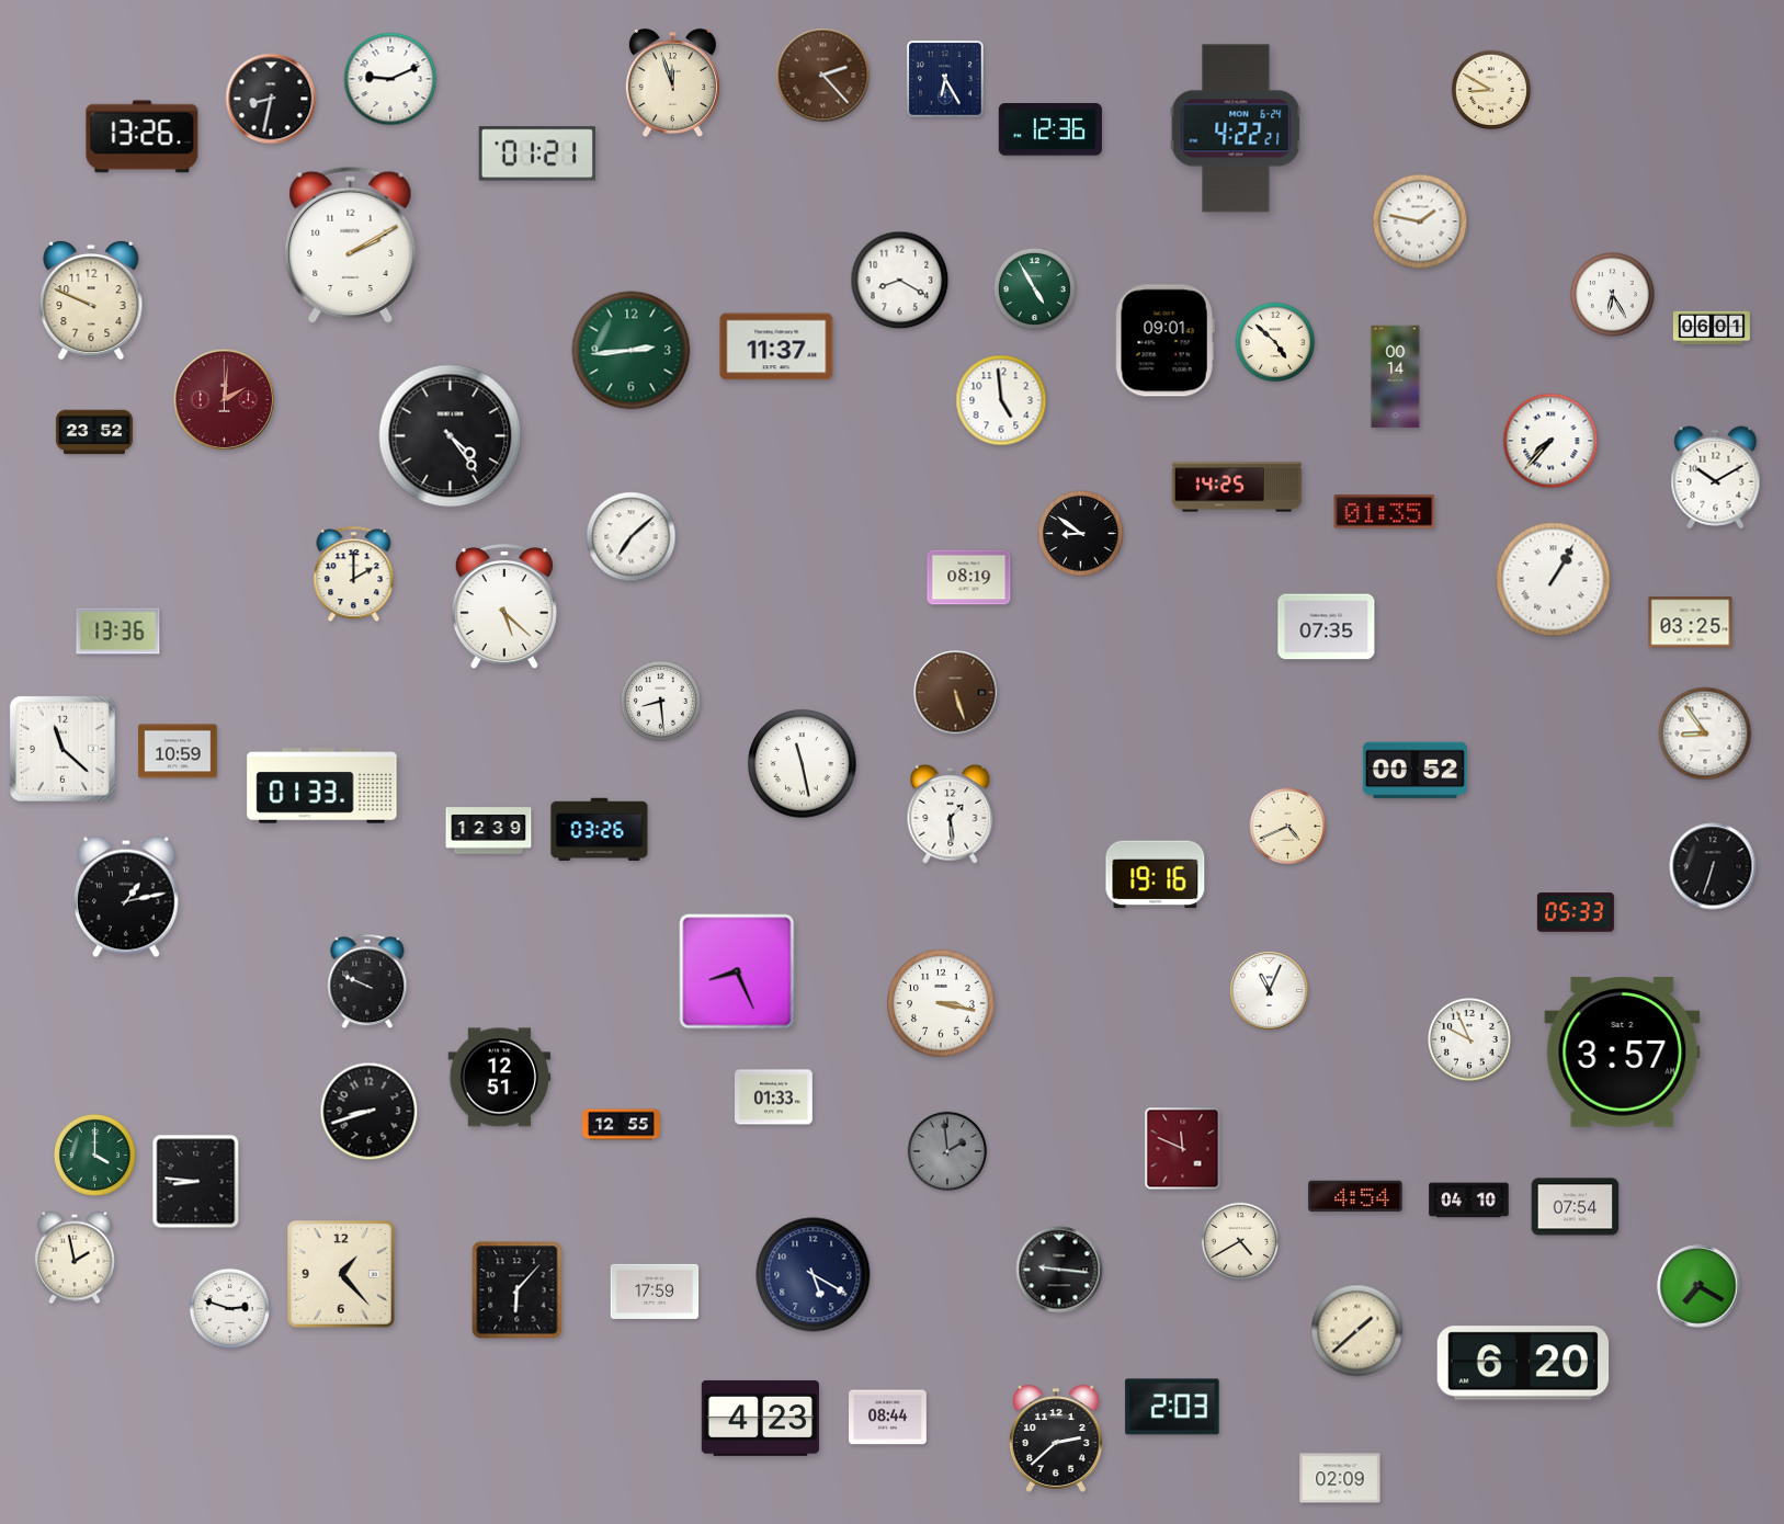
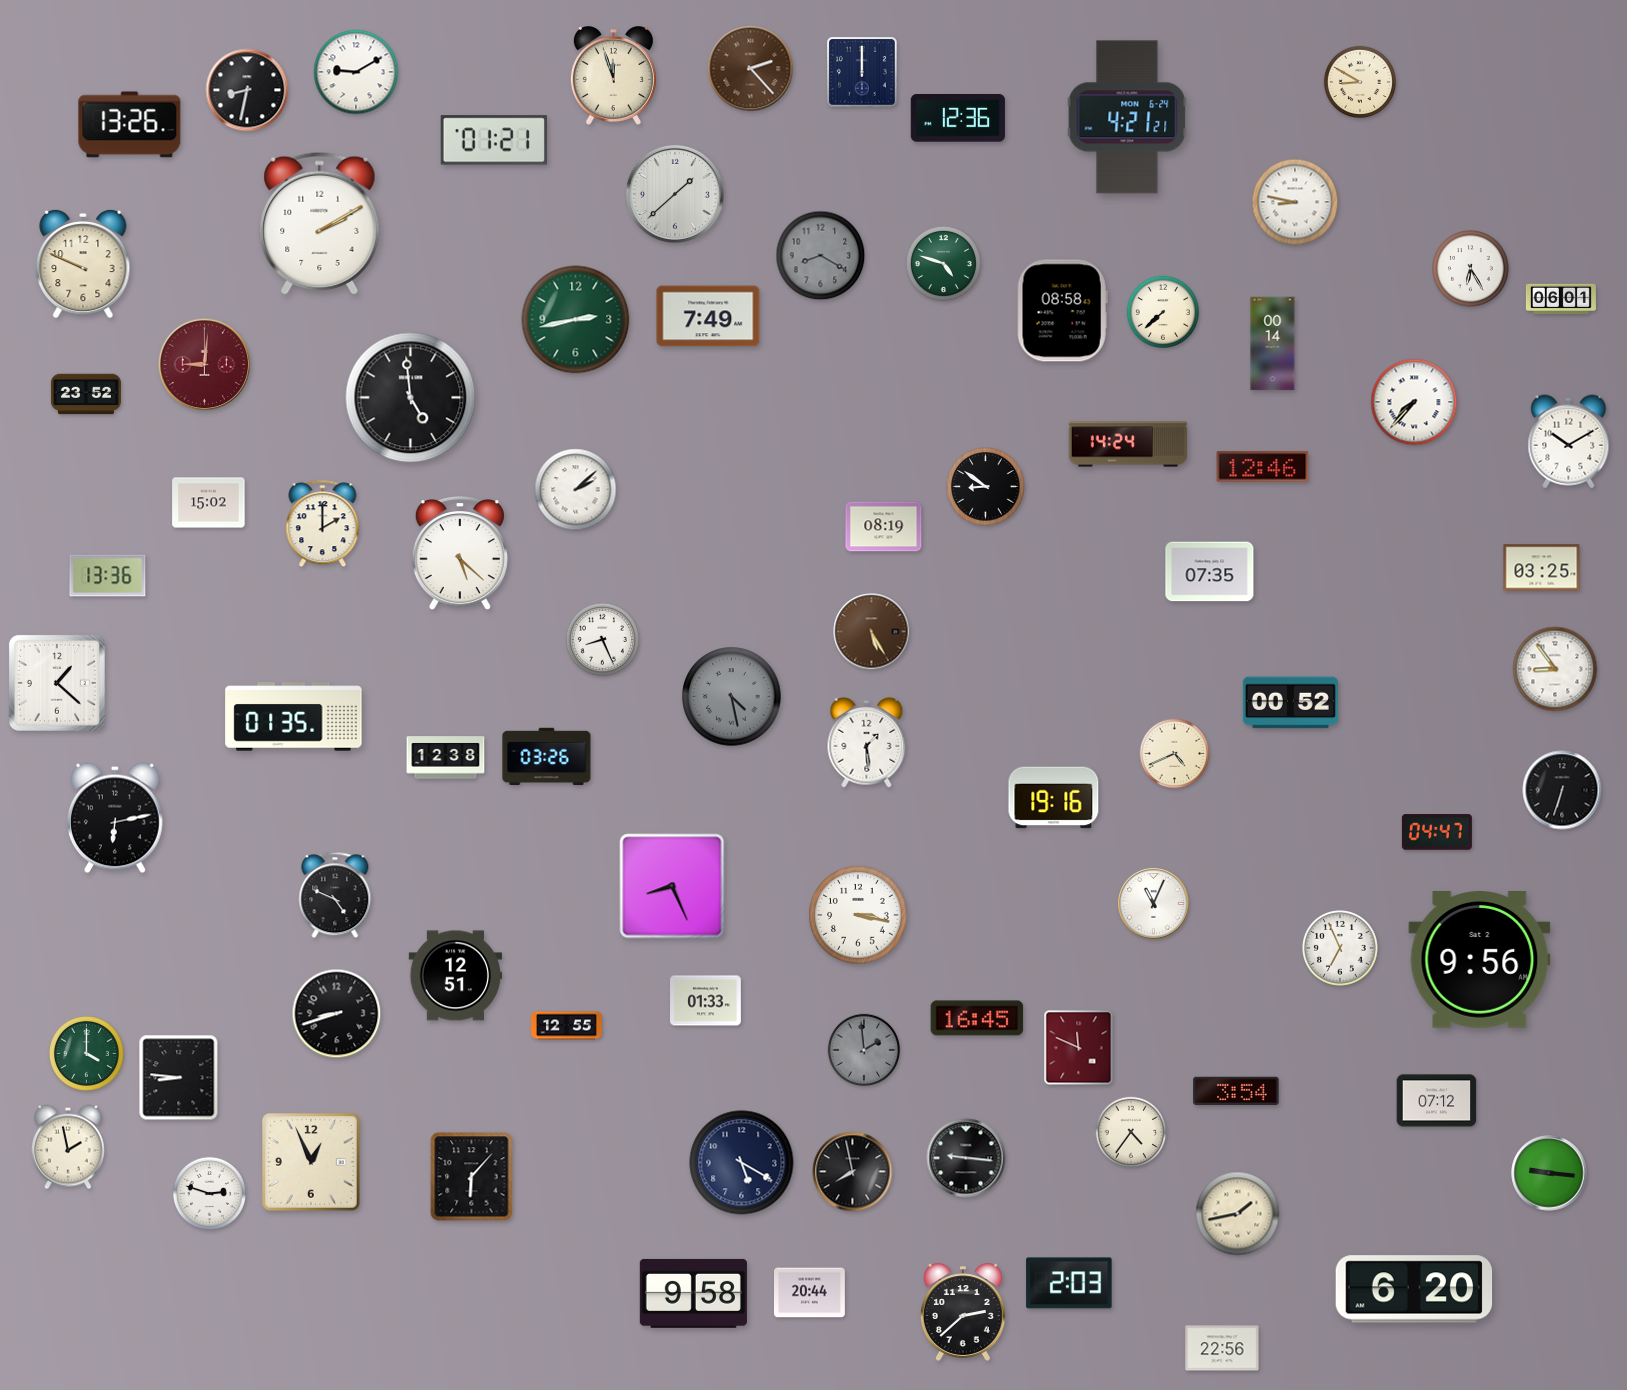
clock at (390, 79): 9:11 -> 9:10
clock at (946, 80): 6:25 -> 12:00
clock at (1236, 128): 4:22 -> 4:21
clock at (537, 153) position: (537, 153) -> (494, 140)
clock at (675, 194): none -> 1:38
clock at (1420, 221): 1:47 -> 8:47
clock at (900, 281) dial: white -> grey
clock at (1034, 288): 4:55 -> 4:48
clock at (91, 300) position: (91, 300) -> (83, 264)
clock at (1164, 341): 09:01 -> 08:58
clock at (1274, 341): 4:52 -> 7:38
clock at (776, 346): 11:37 -> 7:49
clock at (632, 351): 2:44 -> 2:43
clock at (225, 400): 2:01 -> 9:01
clock at (1001, 400): 4:59 -> none
clock at (451, 436): 4:24 -> 4:59
clock at (1716, 478) position: (1716, 478) -> (1569, 442)
clock at (1237, 487): 14:25 -> 14:24
clock at (1385, 512): 01:35 -> 12:46
clock at (632, 537): 7:08 -> 2:08
clock at (209, 503): none -> 15:02
clock at (1554, 580): 1:05 -> none
clock at (956, 693): 5:27 -> 5:25
clock at (660, 701): 8:29 -> 8:26
clock at (63, 749): 11:22 -> 1:22
clock at (178, 751): 10:59 -> none
clock at (803, 764): 11:28 -> 4:28
clock at (803, 764) dial: white -> grey
clock at (322, 786): 01:33 -> 01:35
clock at (489, 831): 12:39 -> 12:38
clock at (126, 897): 1:13 -> 6:13
clock at (1576, 912): 05:33 -> 04:47
clock at (367, 981): 9:49 -> 4:49
clock at (1270, 991) position: (1270, 991) -> (1154, 904)
clock at (1470, 1040): 9:56 -> 6:56
clock at (1623, 1053): 3:57 -> 9:56
clock at (500, 1078) position: (500, 1078) -> (456, 976)
clock at (977, 1018): none -> 16:45
clock at (1355, 1196): 4:54 -> 3:54
clock at (1469, 1201): 04:10 -> none
clock at (1576, 1207): 07:54 -> 07:12
clock at (1240, 1241): 4:40 -> 4:36
clock at (342, 1275): 1:23 -> 12:56
clock at (853, 1172): none -> 7:58
clock at (1698, 1286): 7:20 -> 9:16
clock at (655, 1292): 17:59 -> none
clock at (1357, 1331): 1:38 -> 1:43
clock at (1523, 1363) position: (1523, 1363) -> (1414, 1289)
clock at (760, 1418): 4:23 -> 9:58
clock at (888, 1418): 08:44 -> 20:44
clock at (1340, 1478): 02:09 -> 22:56
